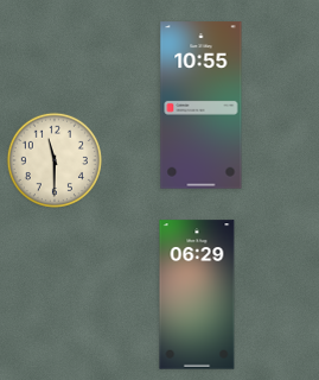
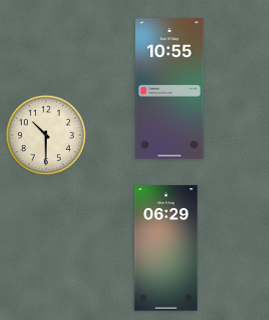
clock at (53, 159): 11:30 -> 10:30
